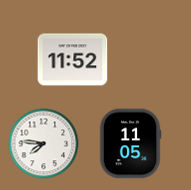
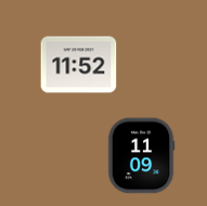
clock at (44, 144): 7:46 -> none
clock at (130, 144): 11:05 -> 11:09
